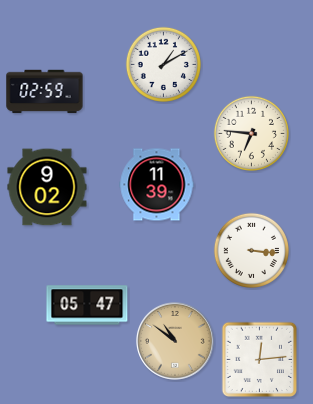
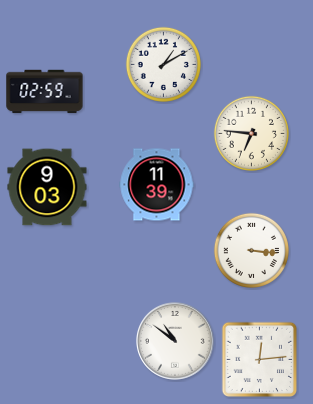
clock at (47, 187): 9:02 -> 9:03
clock at (87, 305): 05:47 -> none
clock at (176, 342) dial: champagne -> white
